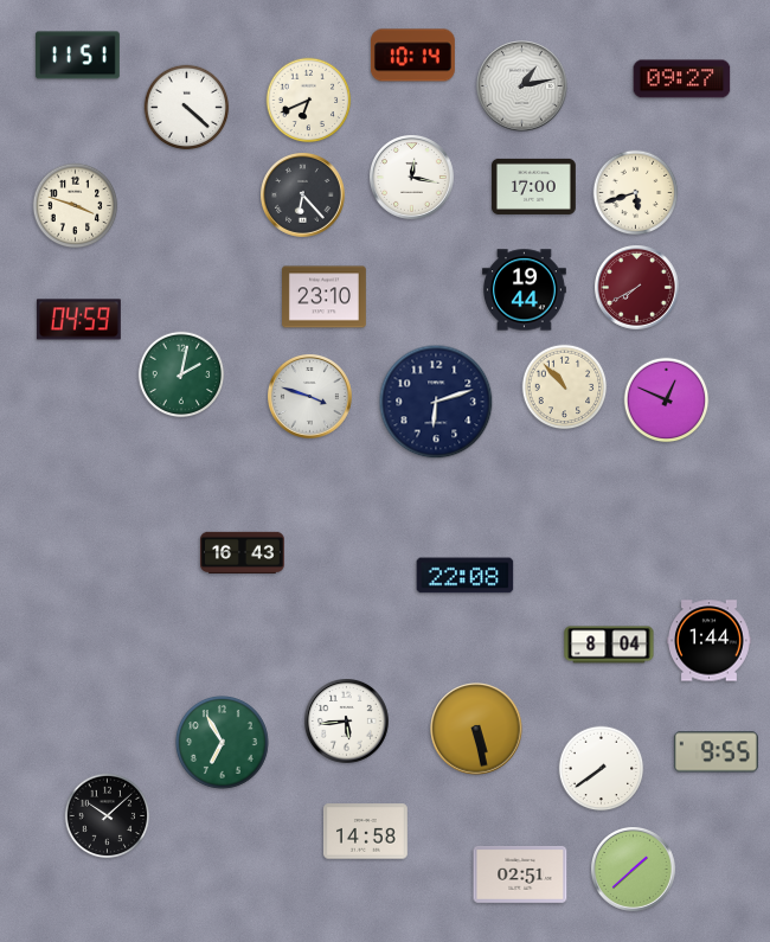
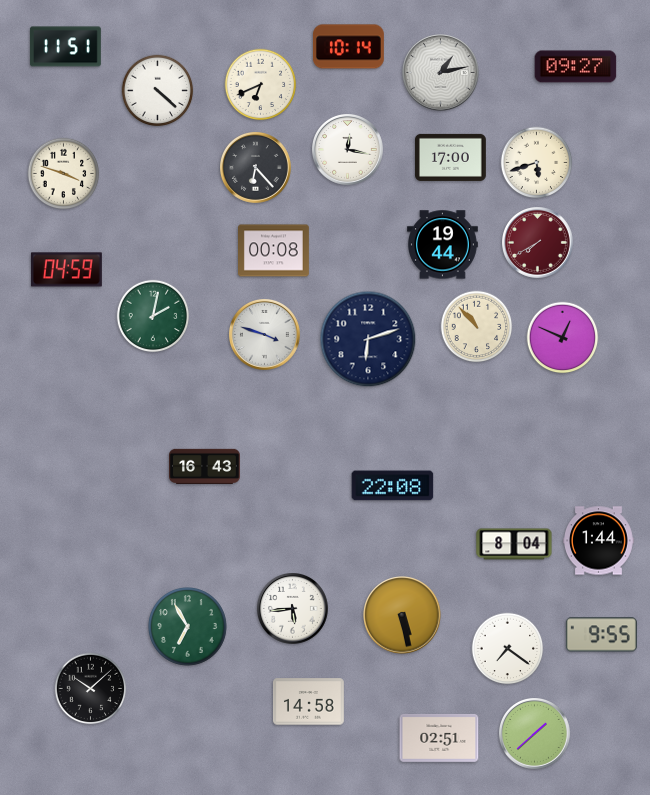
clock at (303, 196) position: (303, 196) -> (256, 168)
clock at (325, 297): 23:10 -> 00:08
clock at (310, 397) position: (310, 397) -> (265, 335)
clock at (716, 752) position: (716, 752) -> (601, 635)
clock at (602, 769): 7:39 -> 7:21
